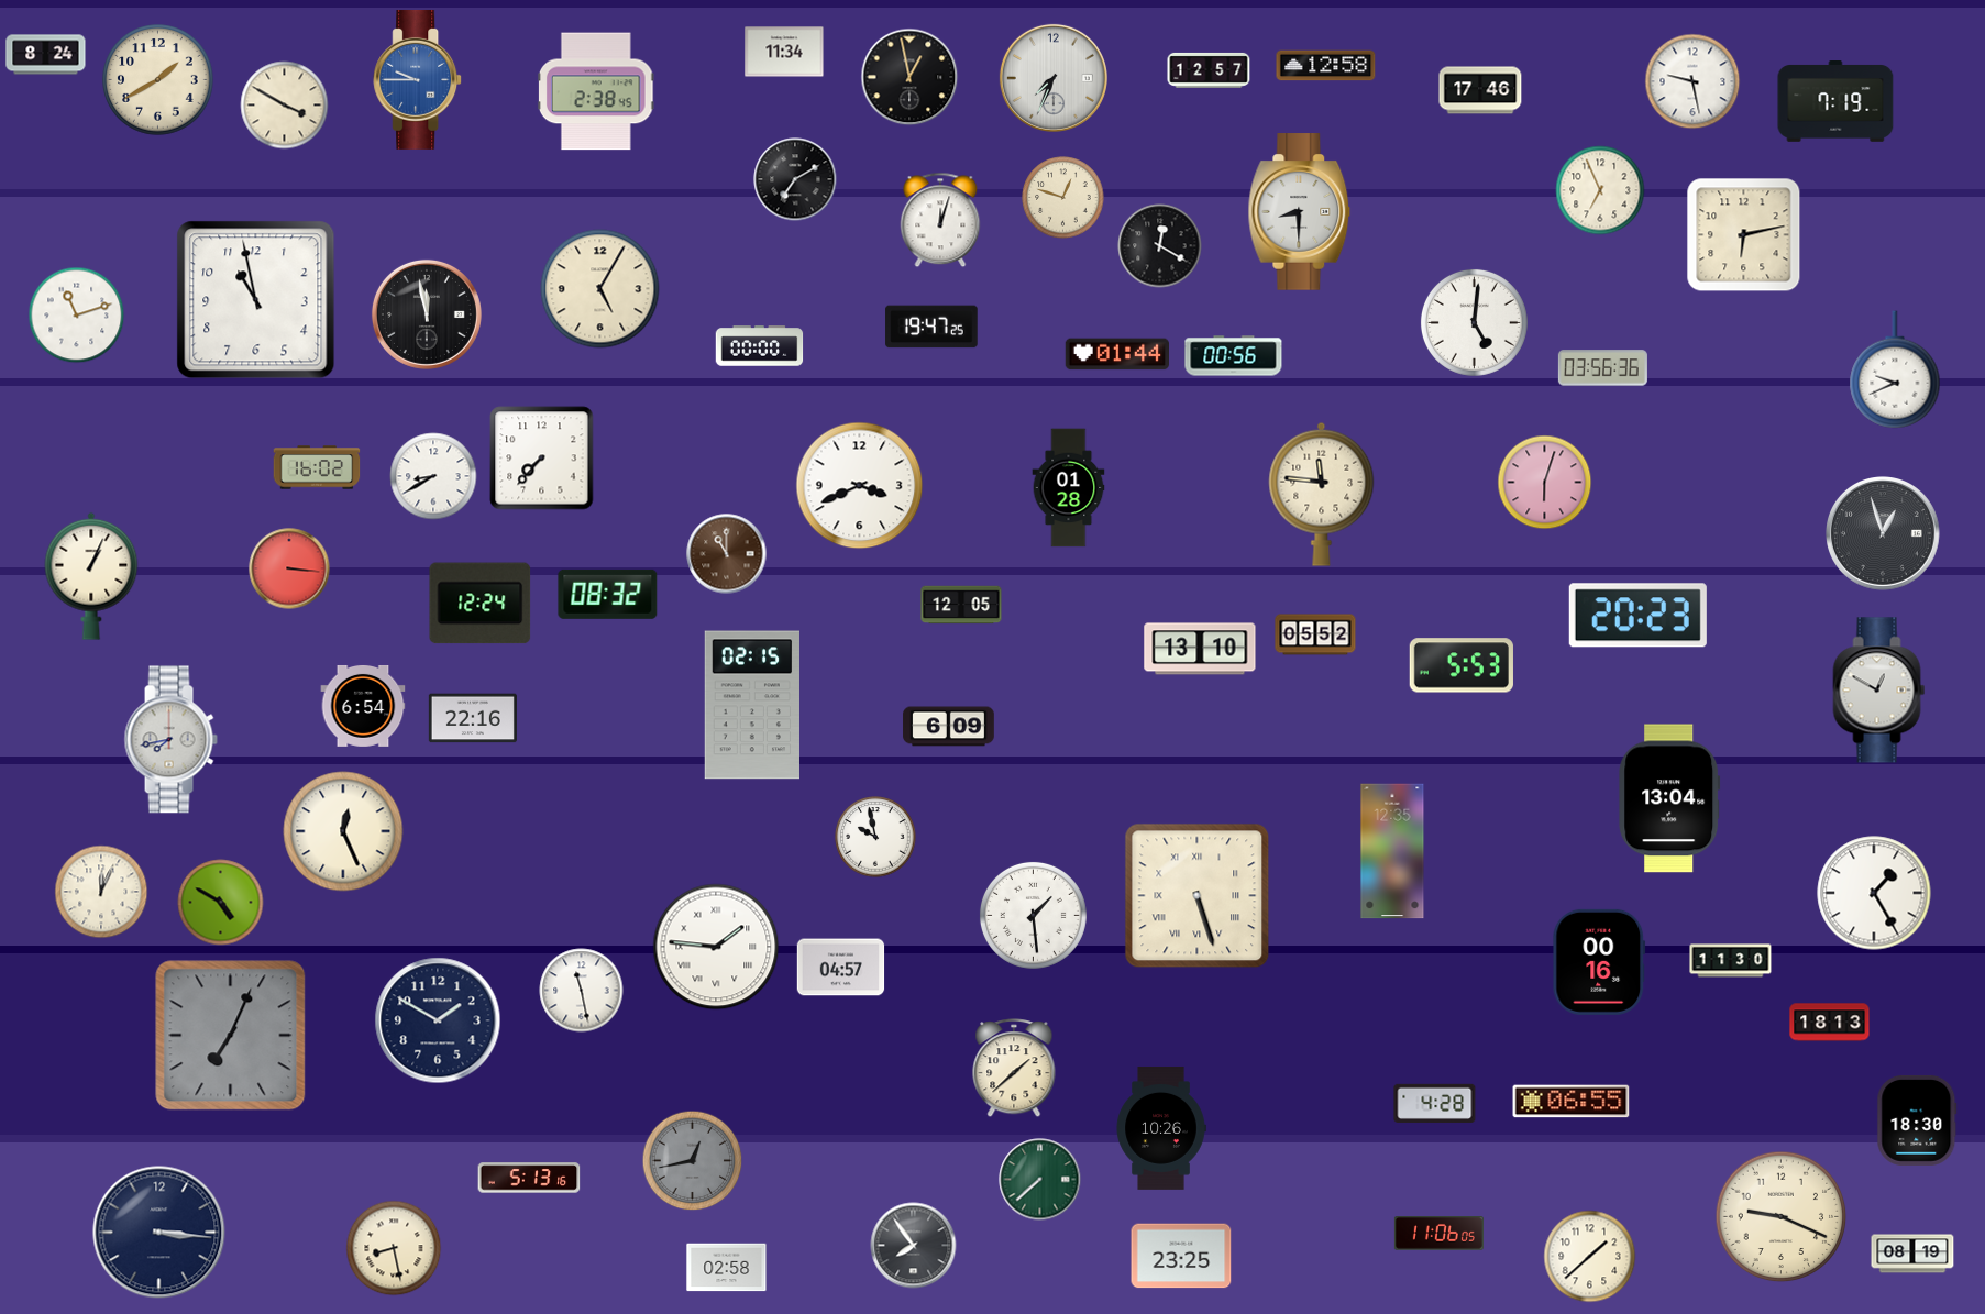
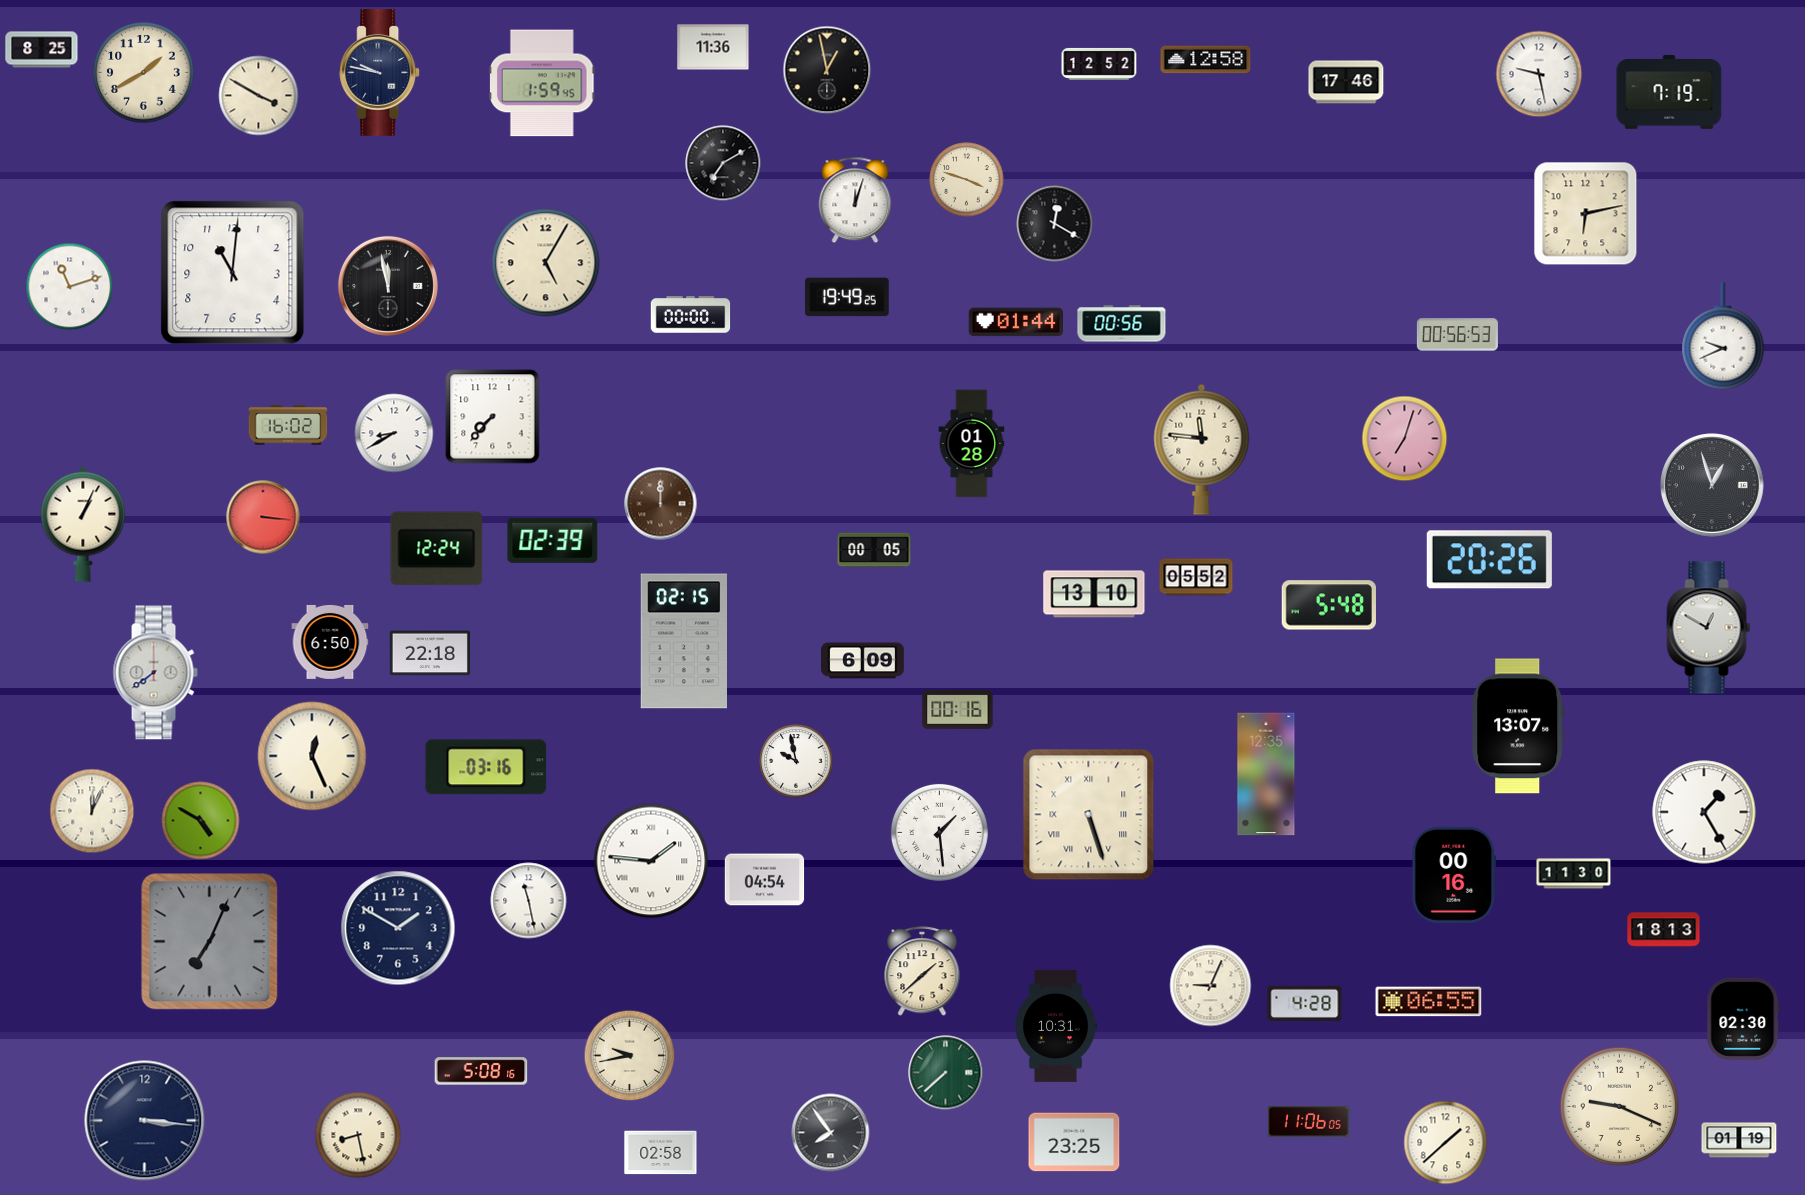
clock at (784, 52): 11:34 -> 11:36
clock at (46, 55): 8:24 -> 8:25
clock at (1209, 70): 12:57 -> 12:52
clock at (1054, 78): 7:34 -> none
clock at (418, 79): 9:45 -> 9:47
clock at (418, 79) dial: blue -> navy
clock at (597, 91): 2:38 -> 1:59
clock at (1600, 190): 6:56 -> none
clock at (1063, 198): 12:48 -> 3:48
clock at (1300, 212): 8:30 -> none
clock at (256, 300): 10:58 -> 11:01
clock at (1474, 322): 5:01 -> none
clock at (931, 327): 19:47 -> 19:49
clock at (1602, 368): 03:56 -> 00:56
clock at (1545, 483): 6:03 -> 7:03
clock at (860, 486): 3:41 -> none
clock at (727, 554): 11:00 -> 12:00
clock at (608, 594): 08:32 -> 02:39
clock at (961, 605): 12:05 -> 00:05
clock at (1637, 616): 20:23 -> 20:26
clock at (1200, 649) position: (1200, 649) -> (1094, 594)
clock at (1462, 665): 5:53 -> 5:48
clock at (363, 706): 6:54 -> 6:50
clock at (473, 718): 22:16 -> 22:18
clock at (170, 740): 7:43 -> 7:39
clock at (958, 709): none -> 00:16
clock at (1669, 798): 13:04 -> 13:07
clock at (486, 767): none -> 03:16
clock at (841, 968): 04:57 -> 04:54
clock at (1211, 986): none -> 9:04
clock at (1917, 1120): 18:30 -> 02:30
clock at (1161, 1128): 10:26 -> 10:31
clock at (693, 1161): 12:43 -> 9:43
clock at (693, 1161) dial: grey -> cream
clock at (529, 1178): 5:13 -> 5:08
clock at (1912, 1254): 08:19 -> 01:19
